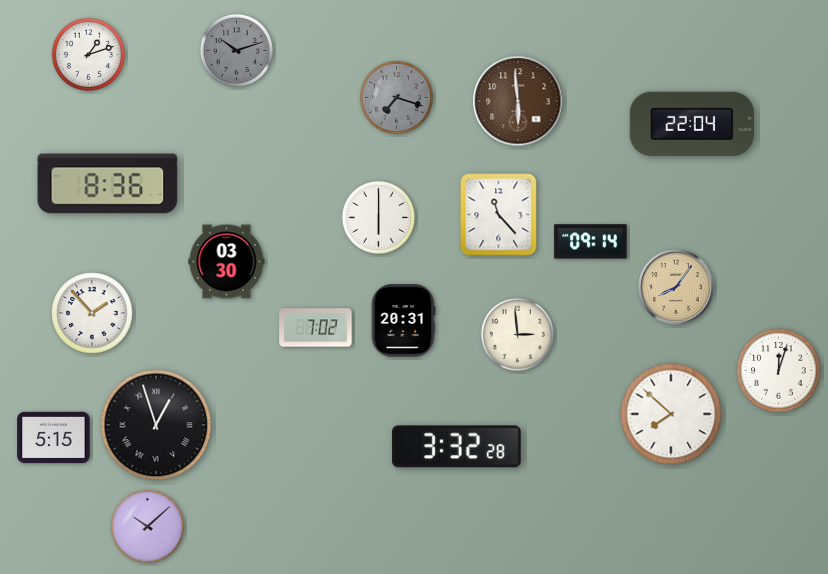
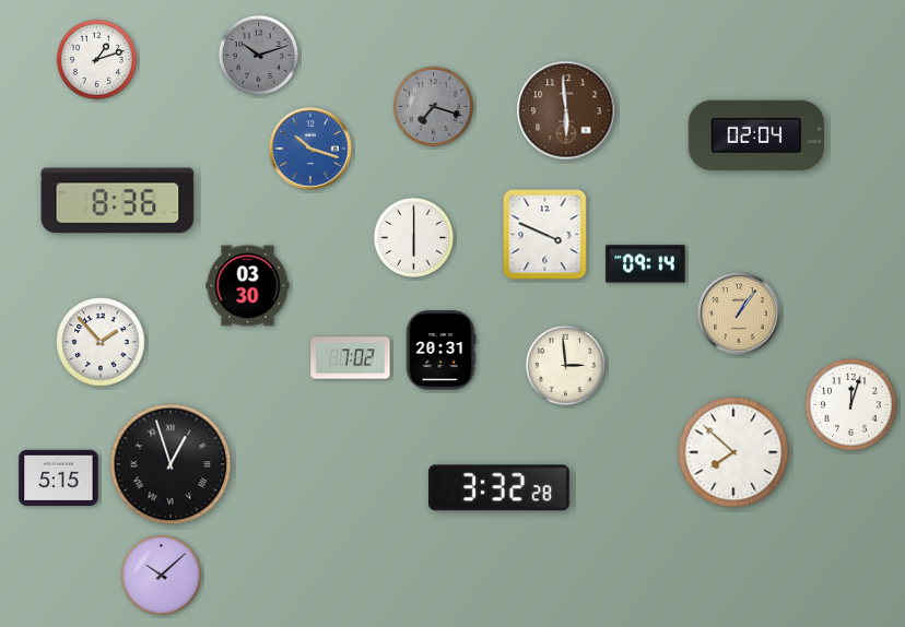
clock at (692, 124): 22:04 -> 02:04
clock at (310, 149): none -> 10:18
clock at (499, 215): 11:23 -> 3:49
clock at (676, 287): 8:06 -> 1:06
clock at (316, 328) position: (316, 328) -> (351, 358)
